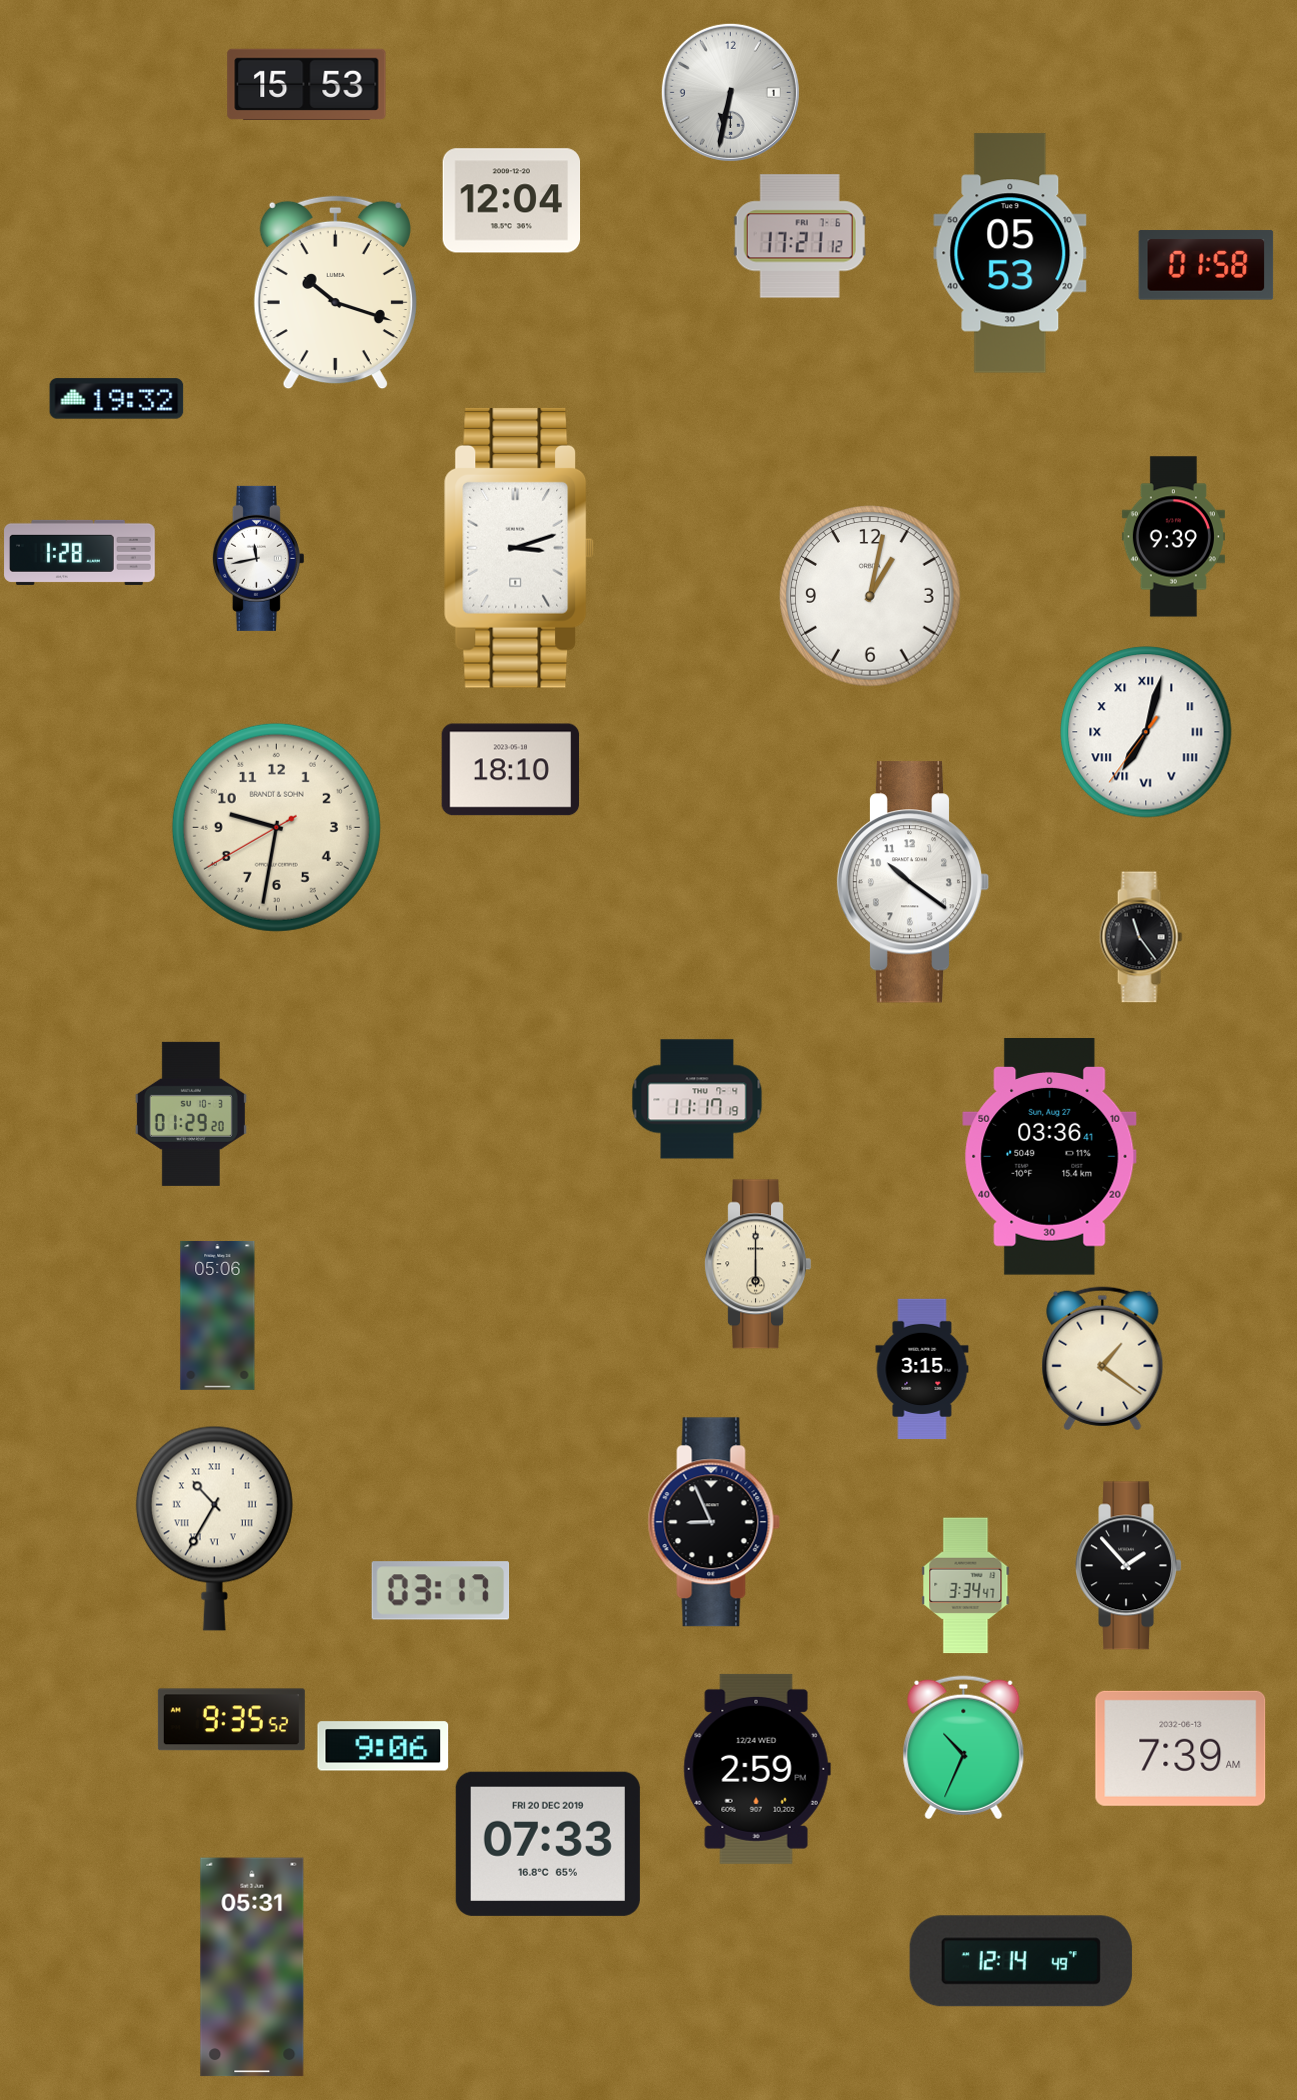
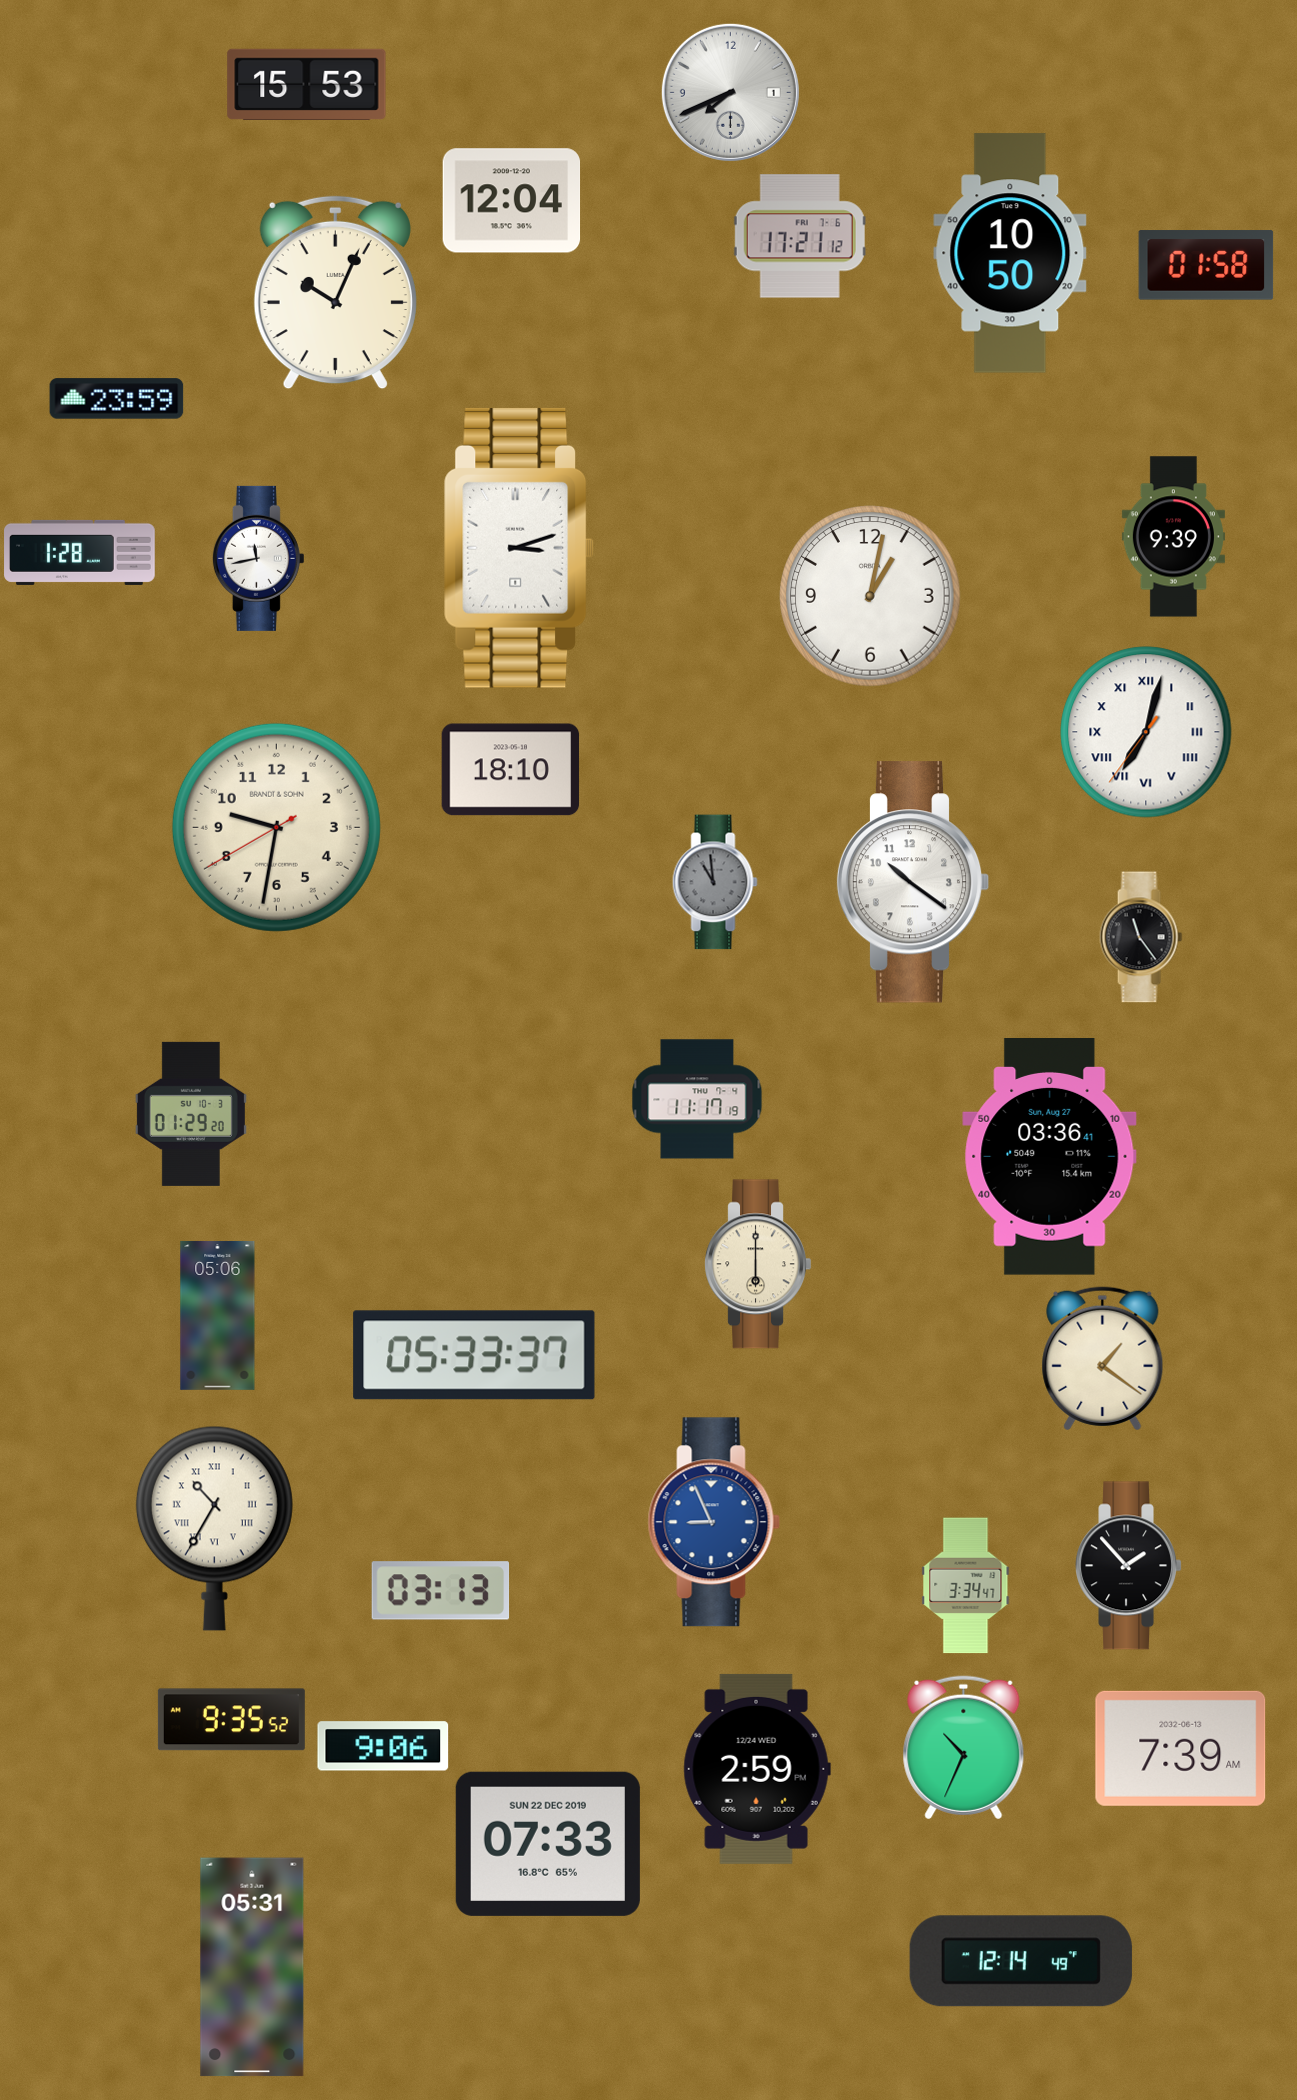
clock at (730, 92): 6:32 -> 7:41
clock at (1010, 253): 05:53 -> 10:50
clock at (335, 293): 10:18 -> 10:04
clock at (117, 399): 19:32 -> 23:59
clock at (715, 882): none -> 10:59
clock at (474, 1355): none -> 05:33
clock at (922, 1369): 3:15 -> none
clock at (714, 1522) dial: black -> blue
clock at (441, 1591): 03:17 -> 03:13
clock at (548, 1844) date: FRI 20 DEC 2019 -> SUN 22 DEC 2019
